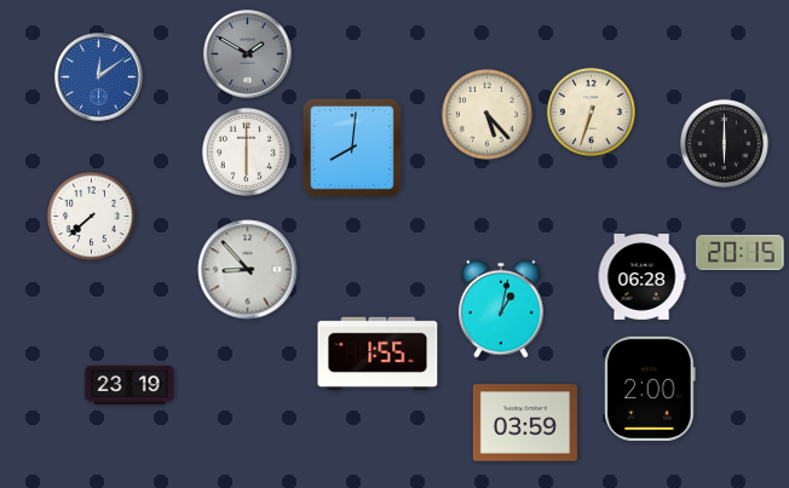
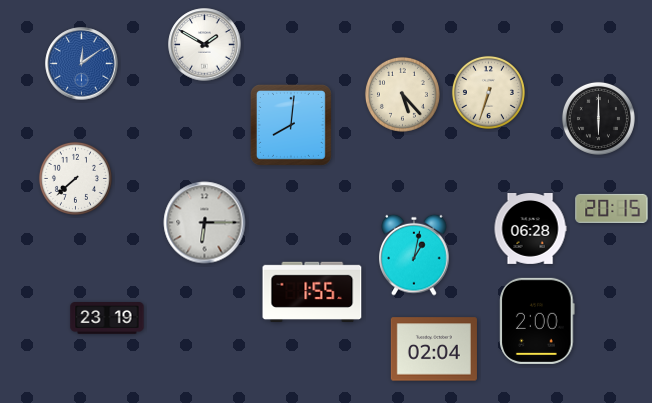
clock at (248, 54) dial: grey -> white
clock at (352, 148) position: (352, 148) -> (291, 125)
clock at (246, 151): 6:00 -> none
clock at (248, 270): 8:53 -> 6:15
clock at (525, 423): 03:59 -> 02:04
